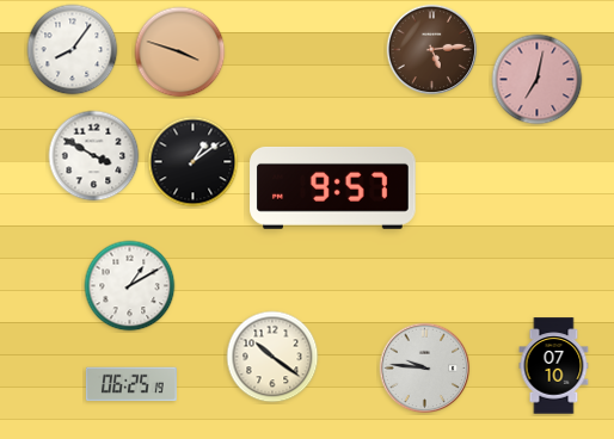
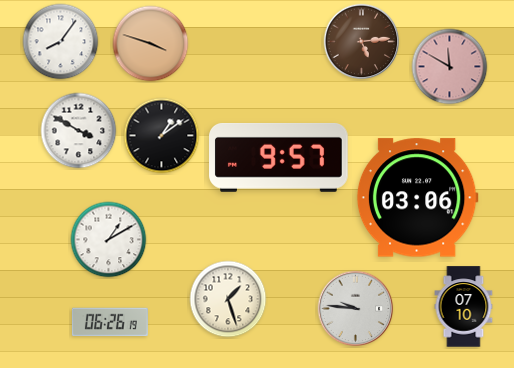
clock at (538, 80): 7:02 -> 11:50
clock at (417, 198): none -> 03:06
clock at (272, 357): 10:21 -> 1:27
clock at (131, 384): 06:25 -> 06:26
